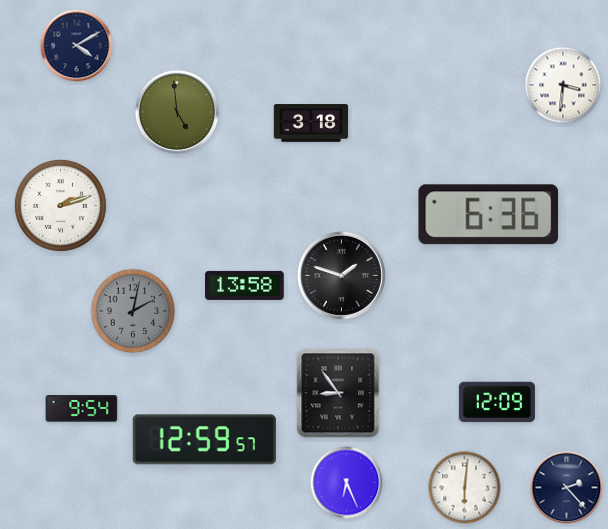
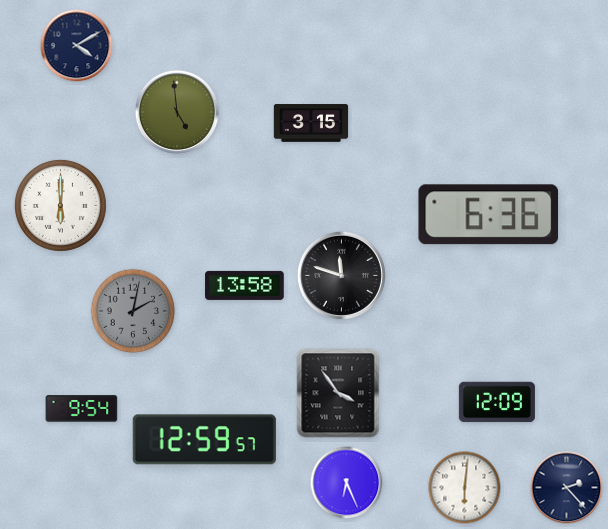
clock at (563, 85): 3:31 -> none
clock at (311, 123): 3:18 -> 3:15
clock at (60, 205): 2:12 -> 6:00
clock at (341, 275): 1:48 -> 11:48
clock at (338, 393): 8:54 -> 3:54
